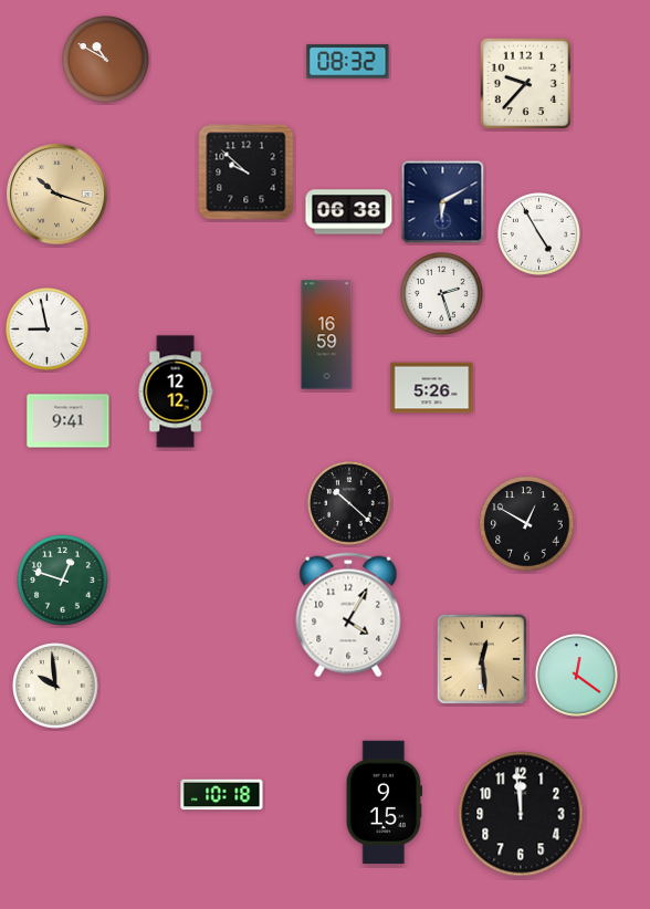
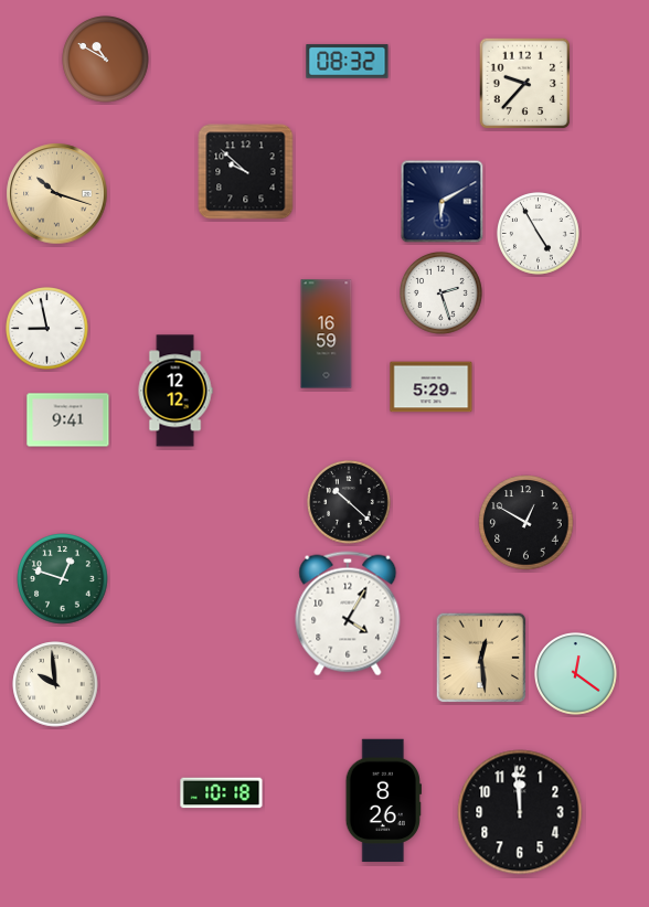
clock at (349, 212): 06:38 -> none
clock at (432, 388): 5:26 -> 5:29
clock at (384, 803): 9:15 -> 8:26
